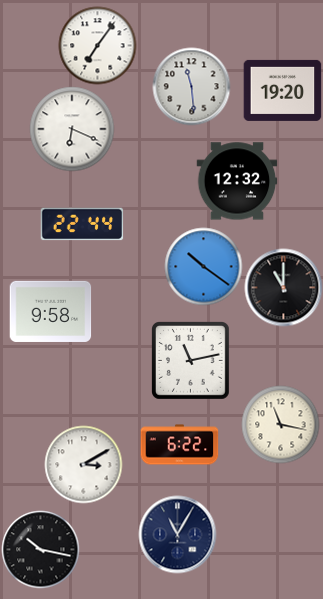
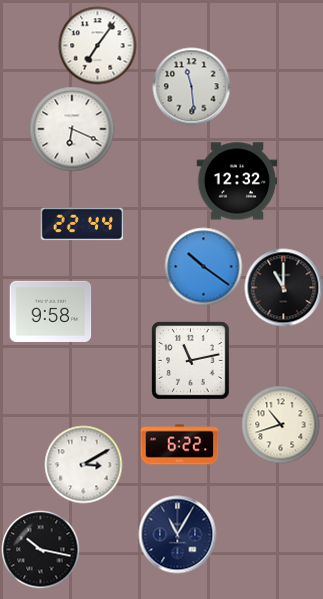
clock at (282, 90): 19:20 -> none
clock at (280, 424): 11:17 -> 10:42
